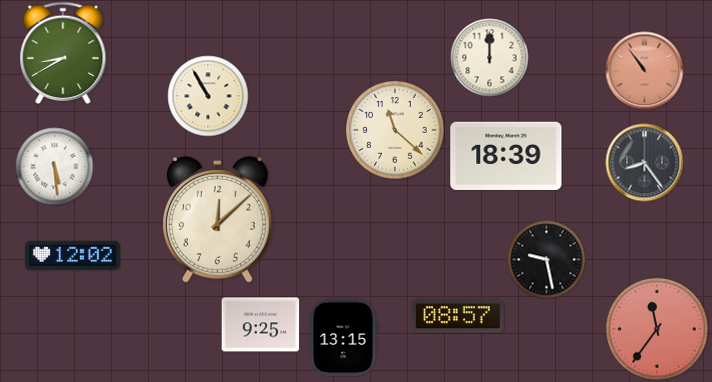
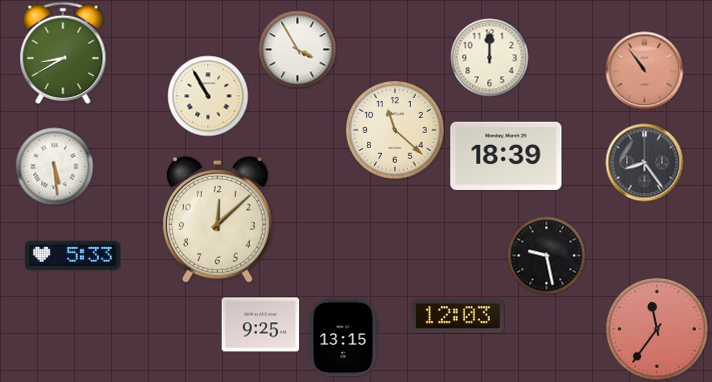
clock at (297, 49): none -> 3:55
clock at (72, 255): 12:02 -> 5:33
clock at (546, 259) position: (546, 259) -> (546, 255)
clock at (458, 316): 08:57 -> 12:03
